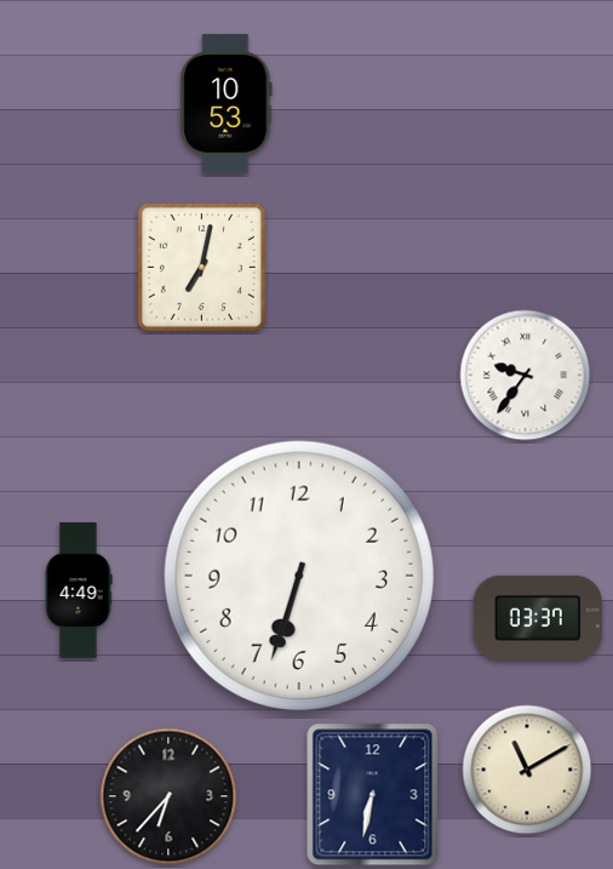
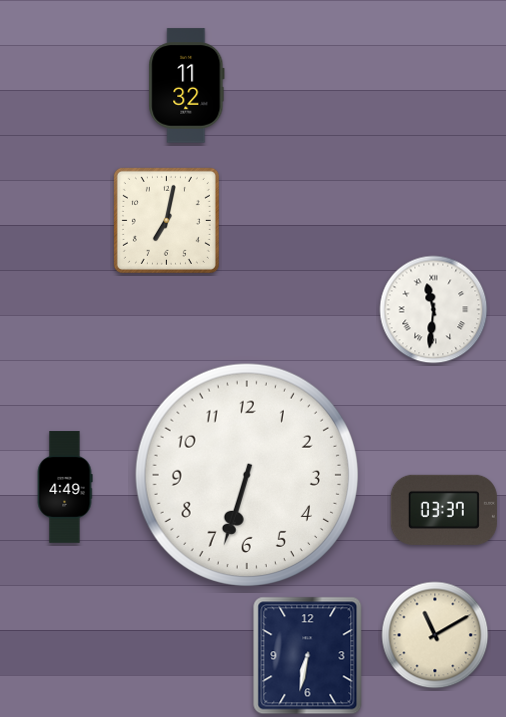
clock at (227, 104): 10:53 -> 11:32
clock at (526, 376): 9:36 -> 11:31
clock at (168, 796): 6:37 -> none
